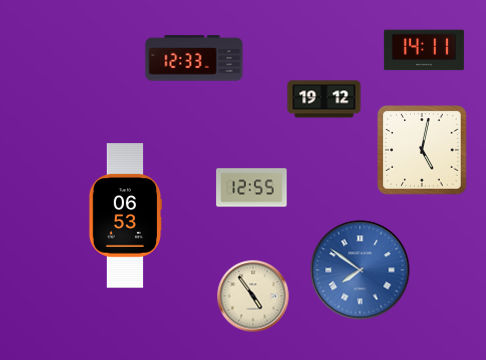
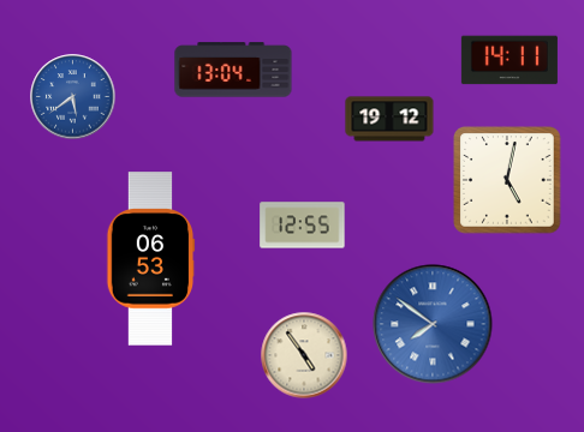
clock at (194, 58): 12:33 -> 13:04
clock at (73, 97): none -> 5:39
